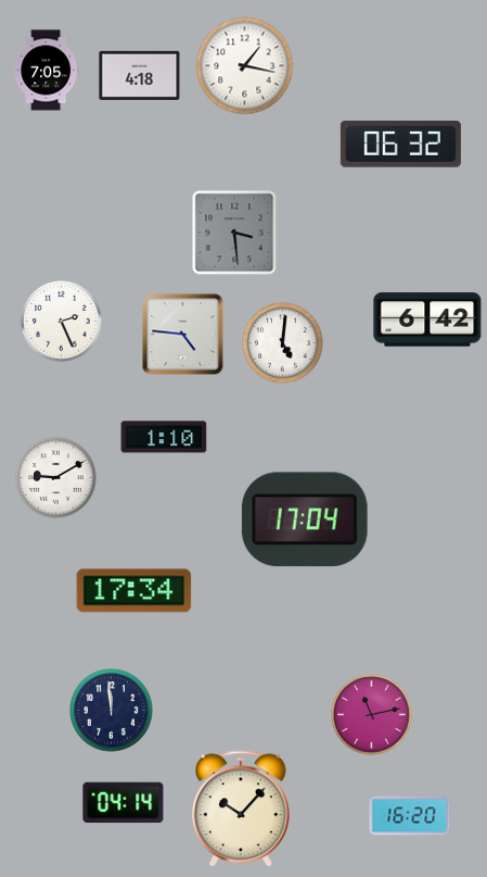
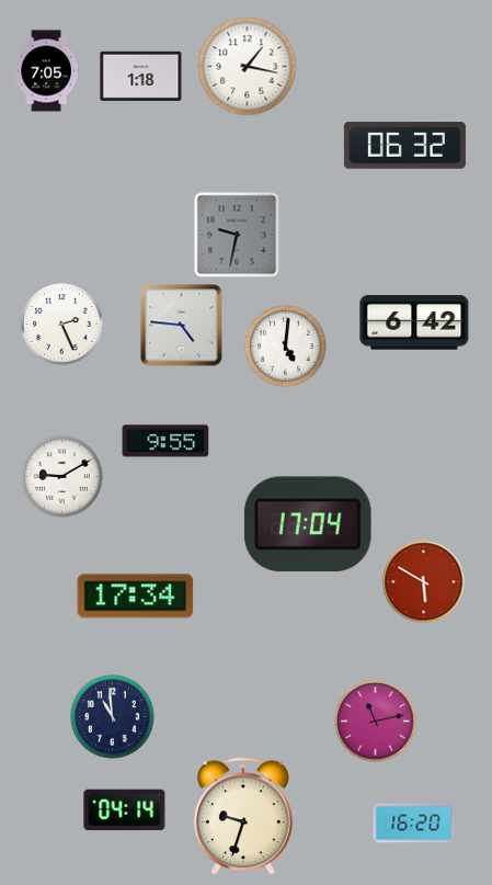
clock at (140, 75): 4:18 -> 1:18
clock at (234, 233): 3:29 -> 9:32
clock at (427, 320) position: (427, 320) -> (414, 322)
clock at (183, 335) position: (183, 335) -> (182, 326)
clock at (164, 437): 1:10 -> 9:55
clock at (56, 478) position: (56, 478) -> (62, 477)
clock at (424, 582): none -> 5:50
clock at (112, 711): 11:59 -> 10:59
clock at (241, 810): 10:07 -> 9:33
